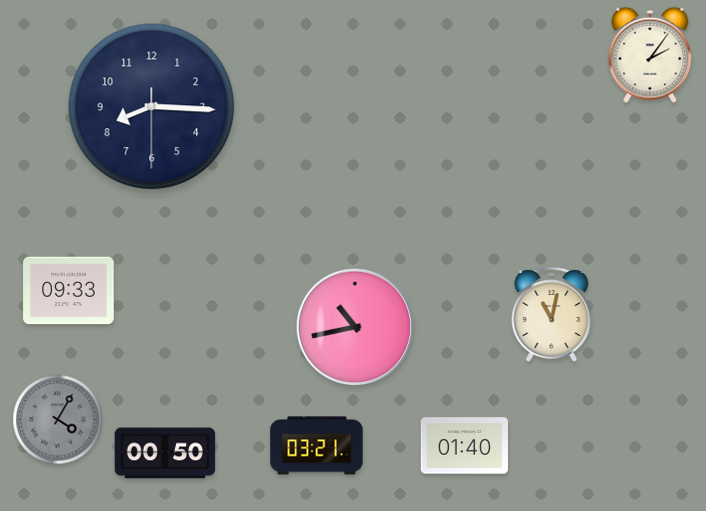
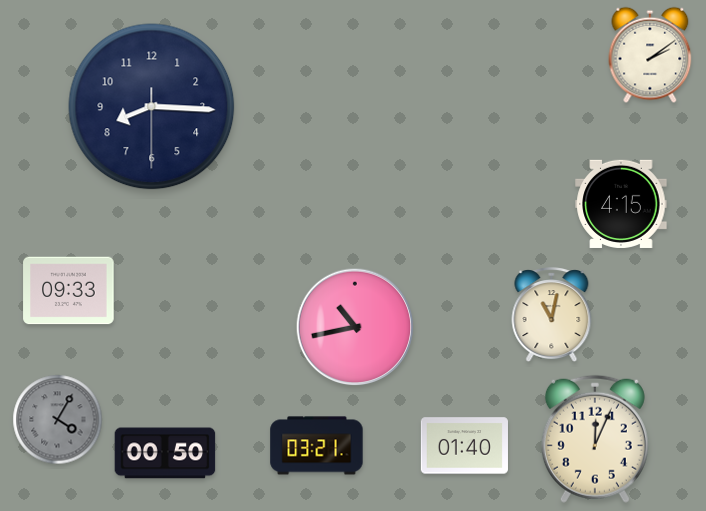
clock at (650, 55): 2:06 -> 2:09
clock at (621, 204): none -> 4:15
clock at (595, 439): none -> 12:04
